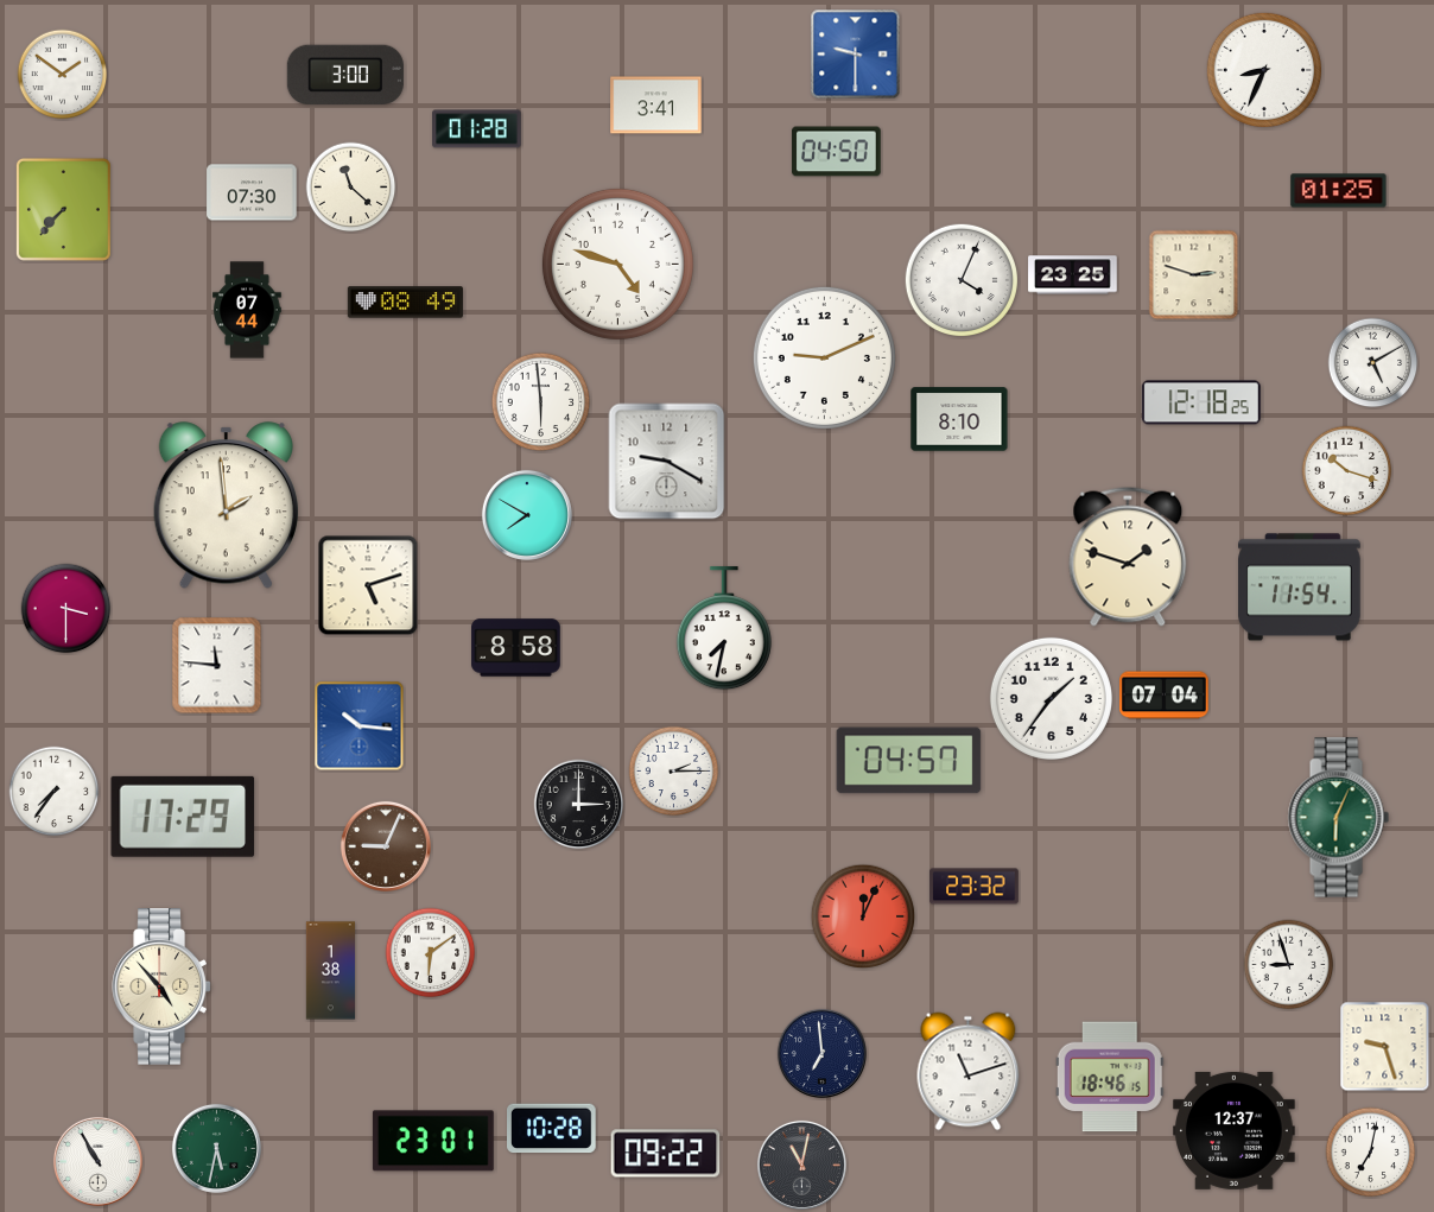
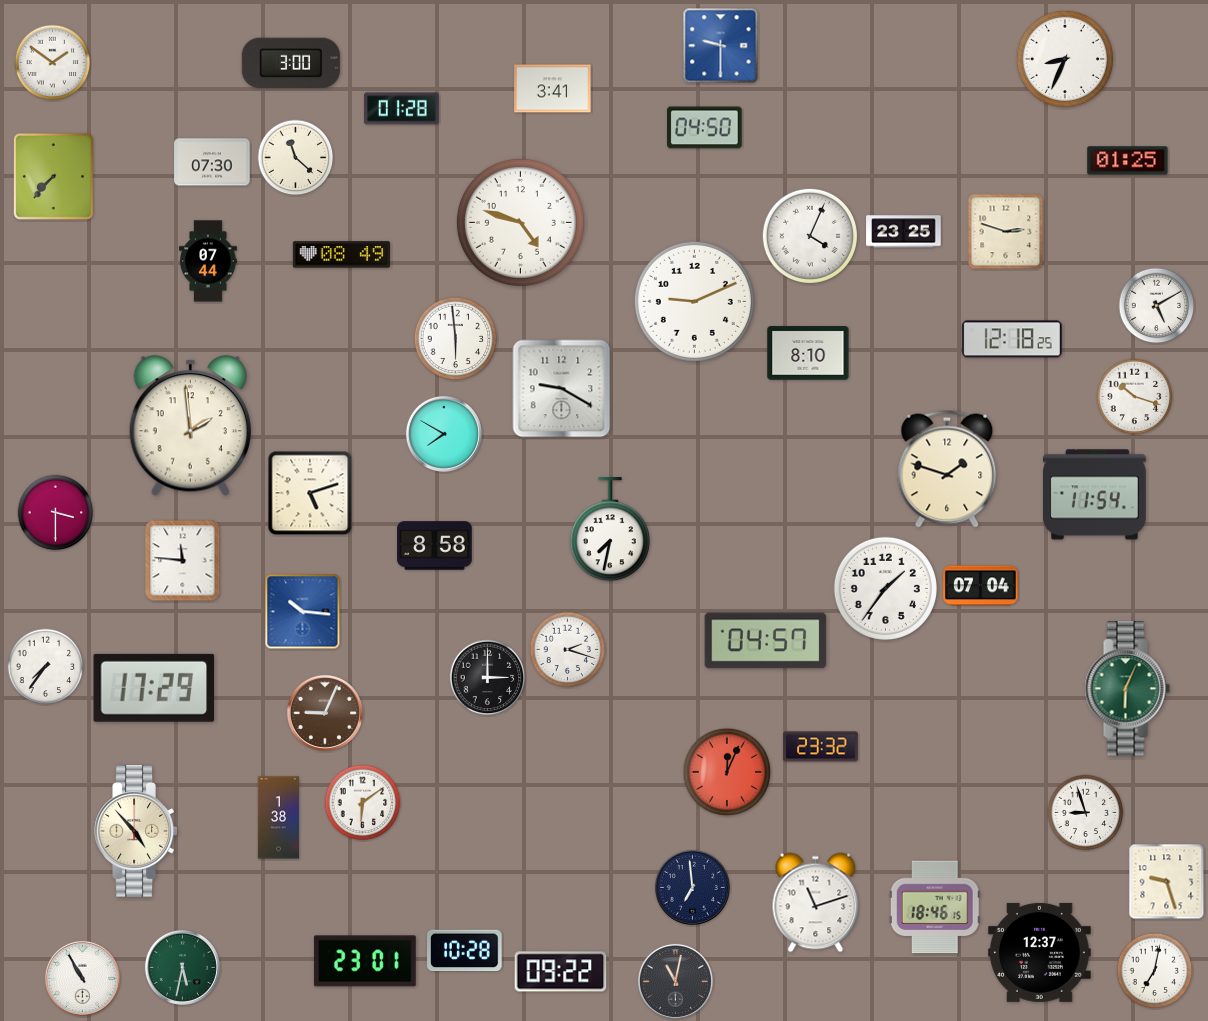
clock at (1128, 557) position: (1128, 557) -> (947, 469)
clock at (674, 772): 2:15 -> 2:18
